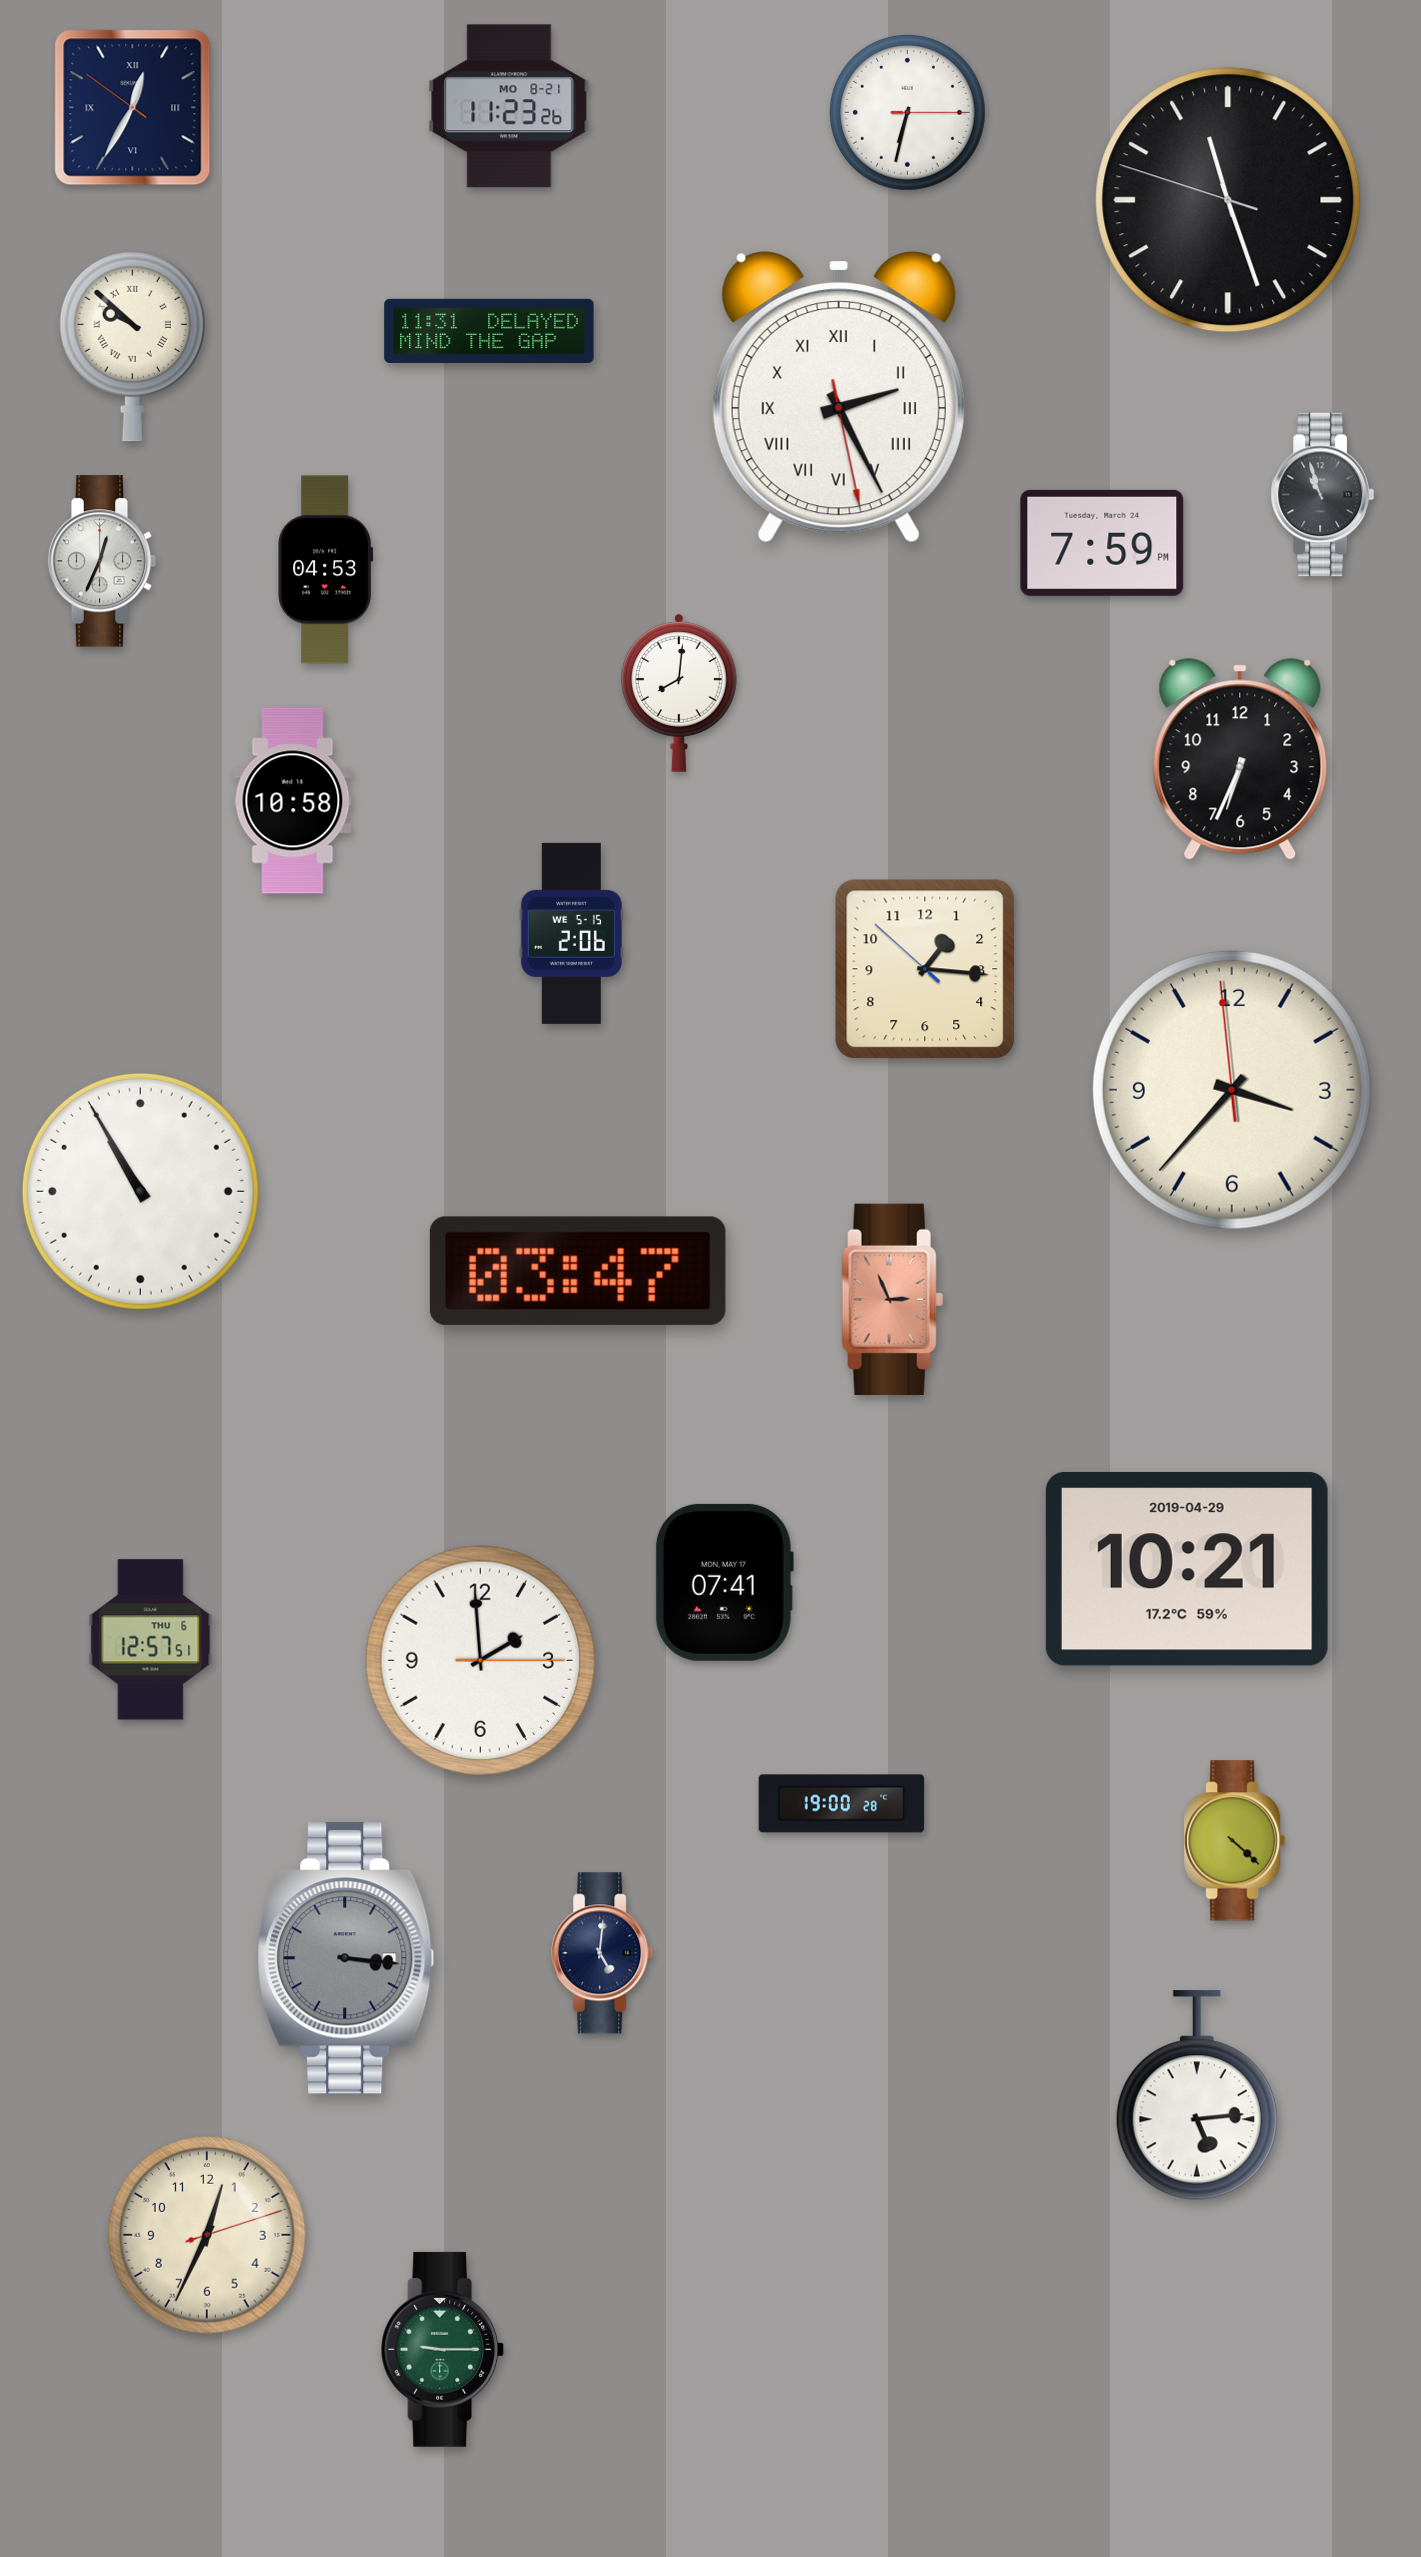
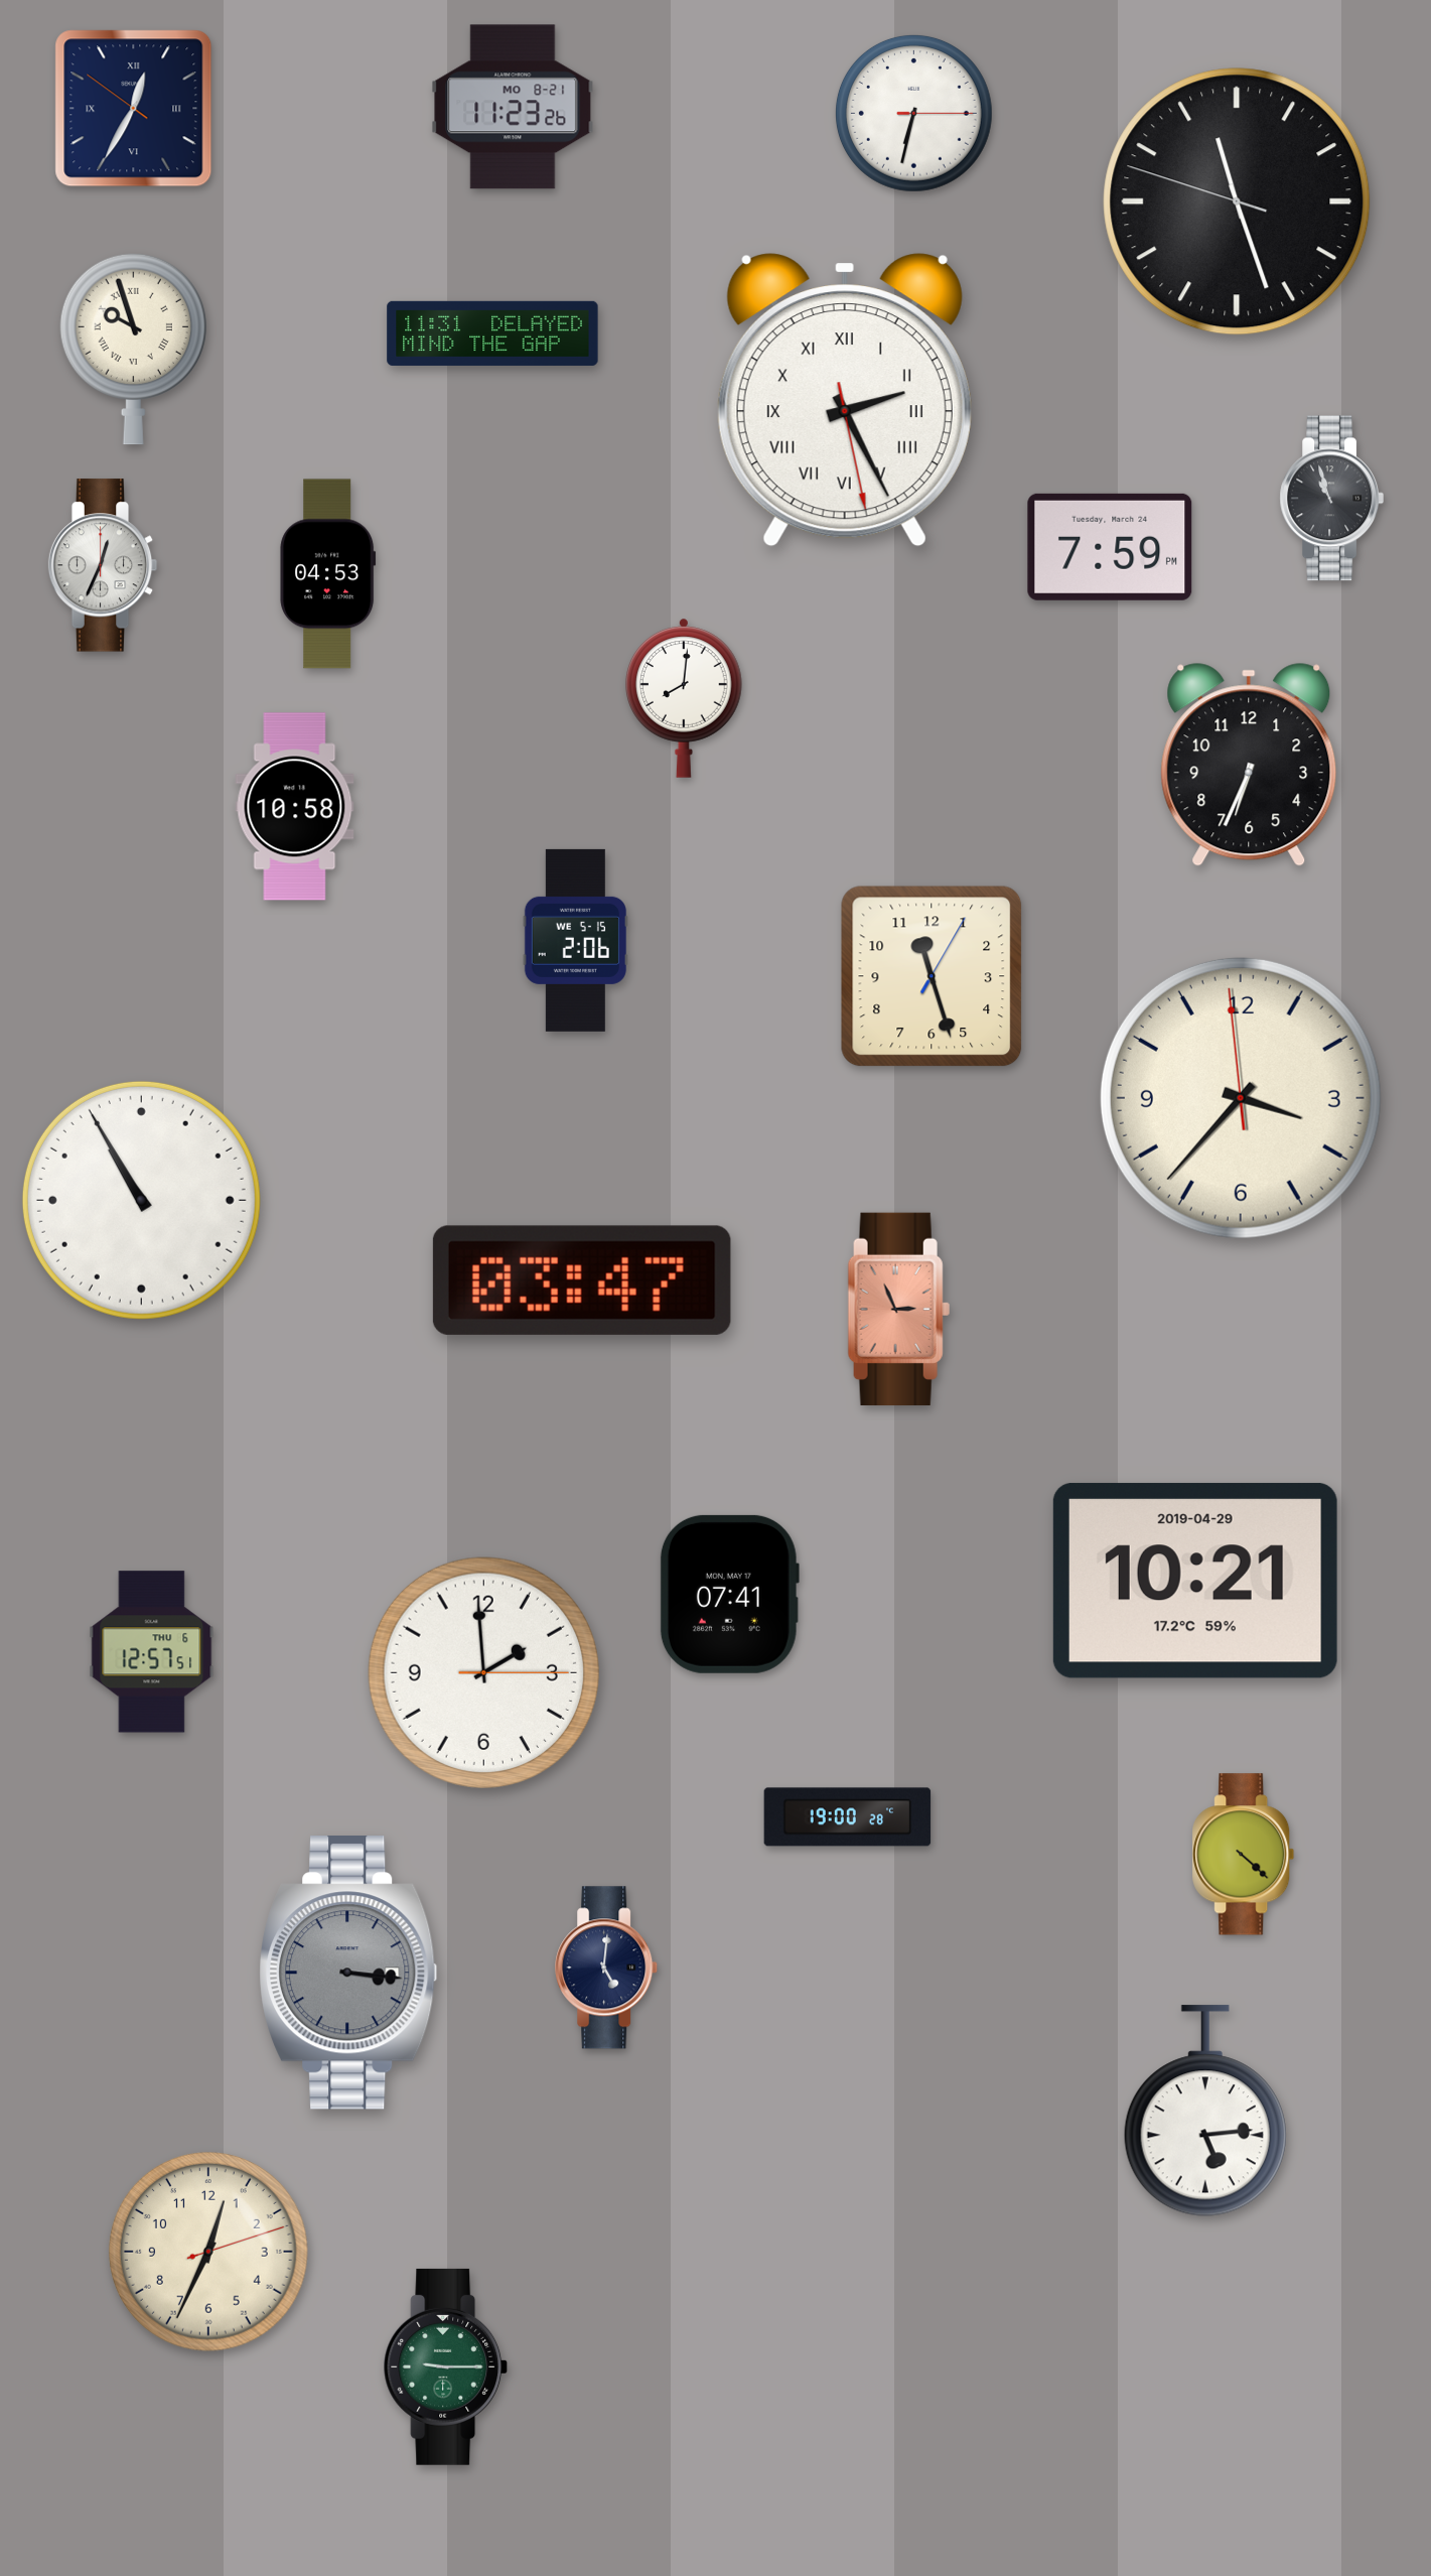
clock at (132, 346): 9:52 -> 9:57
clock at (925, 969): 1:15 -> 11:27
